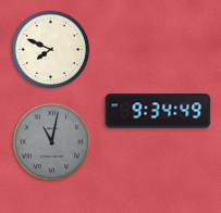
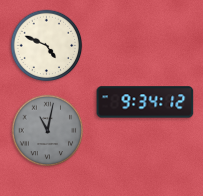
clock at (51, 50): 7:49 -> 4:49
clock at (158, 111): 9:34:49 -> 9:34:12
